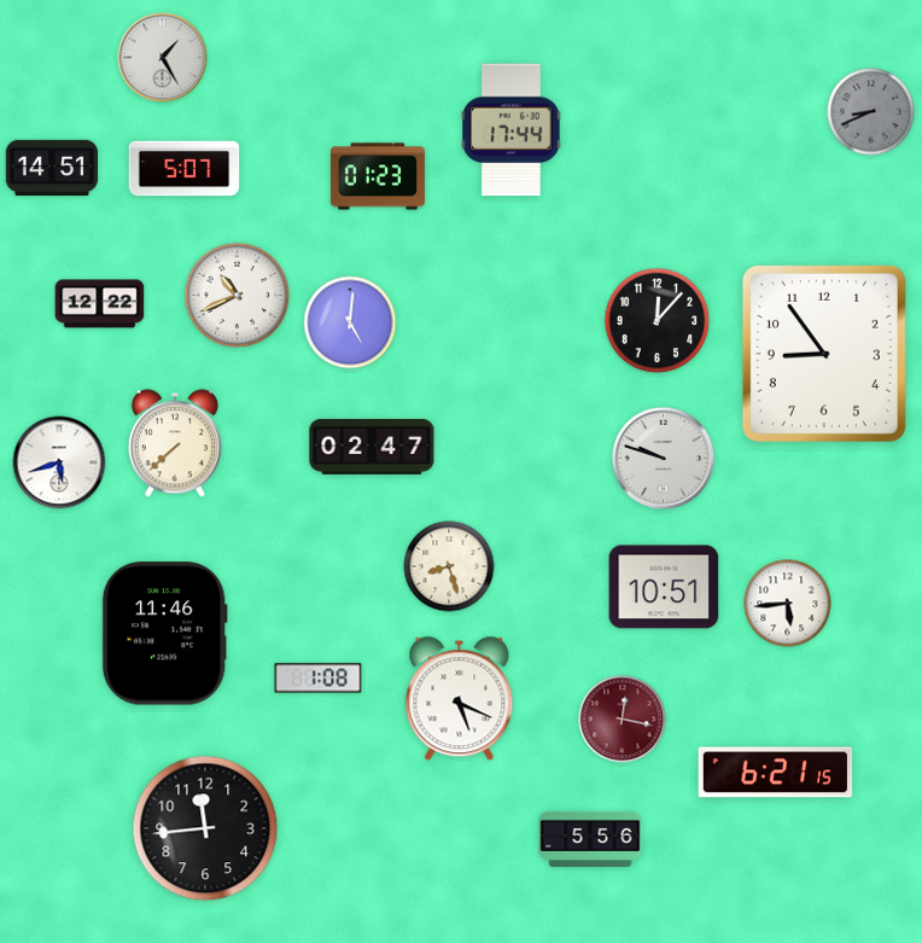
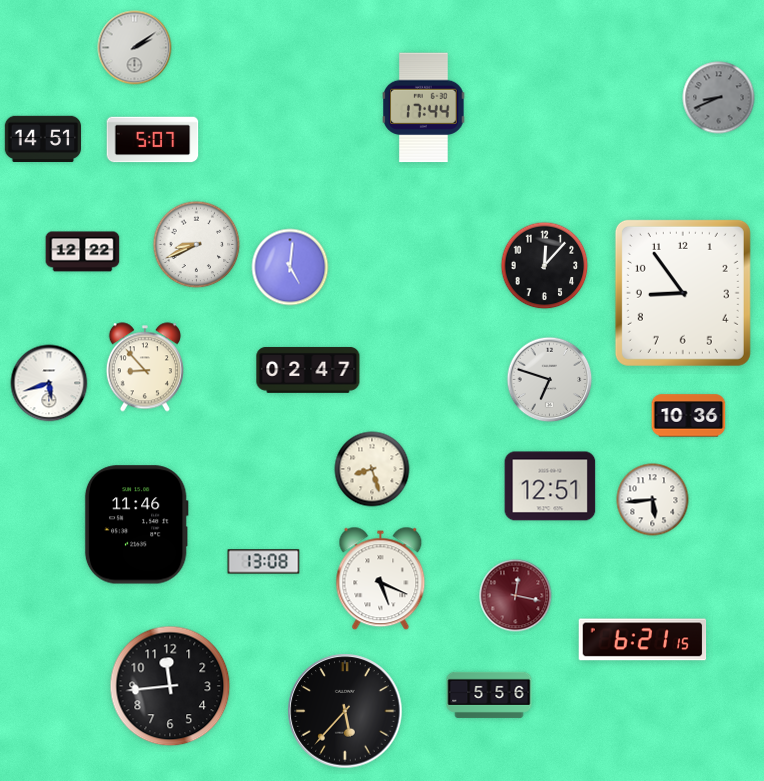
clock at (163, 58): 1:25 -> 2:09
clock at (871, 112) position: (871, 112) -> (719, 98)
clock at (378, 176): 01:23 -> none
clock at (238, 296): 10:41 -> 8:41
clock at (175, 443): 7:38 -> 8:53
clock at (664, 459): 9:48 -> 6:48
clock at (689, 416): none -> 10:36
clock at (664, 587): 10:51 -> 12:51
clock at (319, 679): 1:08 -> 13:08
clock at (345, 711): none -> 5:37
